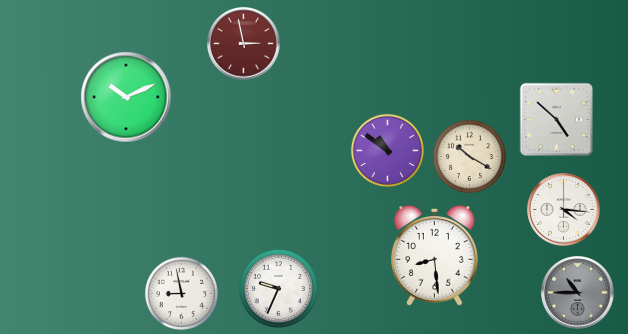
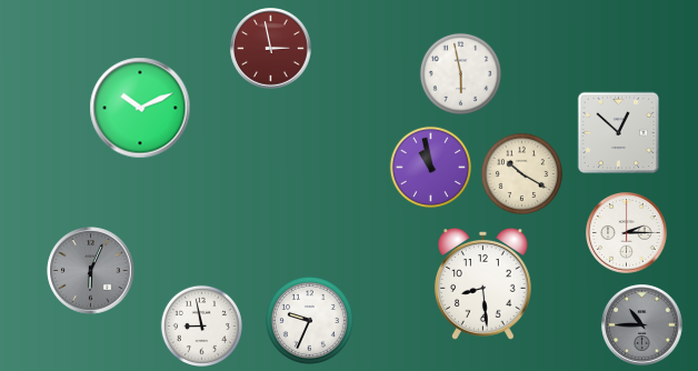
clock at (460, 73): none -> 5:58
clock at (557, 120): 4:52 -> 12:52
clock at (387, 150): 10:51 -> 10:58
clock at (564, 210): 4:16 -> 2:15
clock at (91, 271): none -> 6:04
